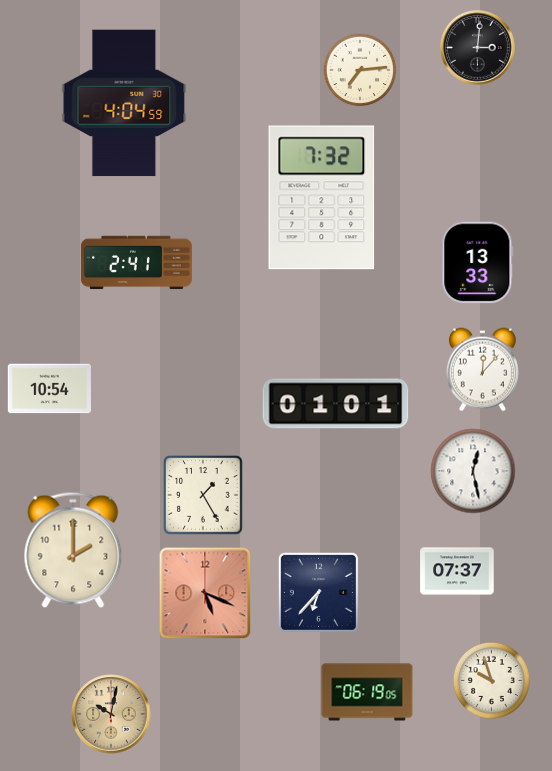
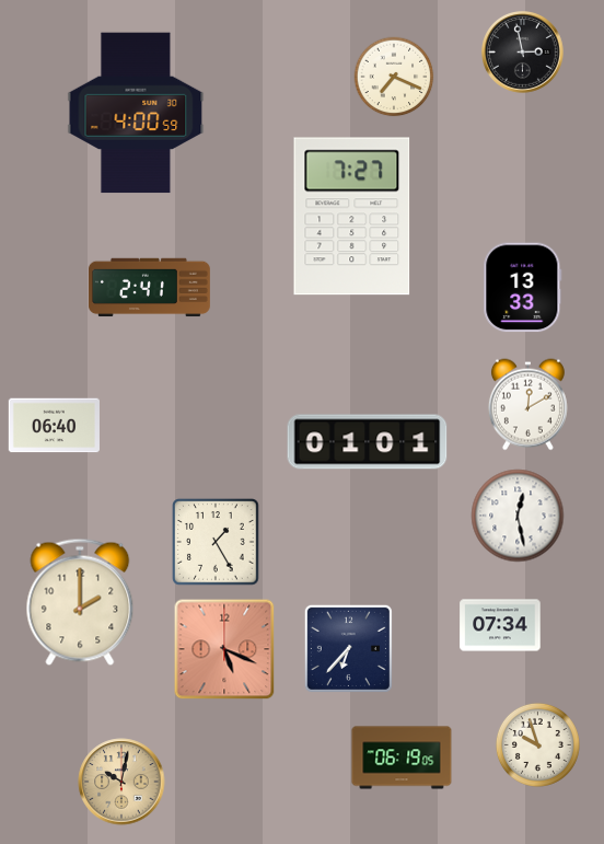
clock at (478, 48): 3:01 -> 2:58
clock at (360, 70): 7:14 -> 7:19
clock at (124, 103): 4:04 -> 4:00
clock at (322, 198): 7:32 -> 7:27
clock at (482, 370): 12:07 -> 12:10
clock at (49, 389): 10:54 -> 06:40
clock at (203, 495) position: (203, 495) -> (216, 542)
clock at (457, 571): 07:37 -> 07:34
